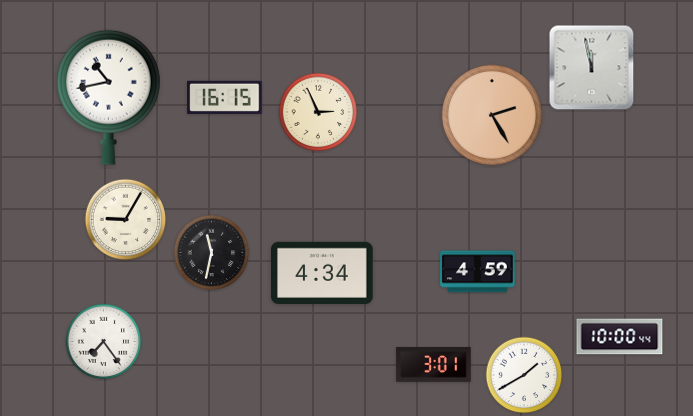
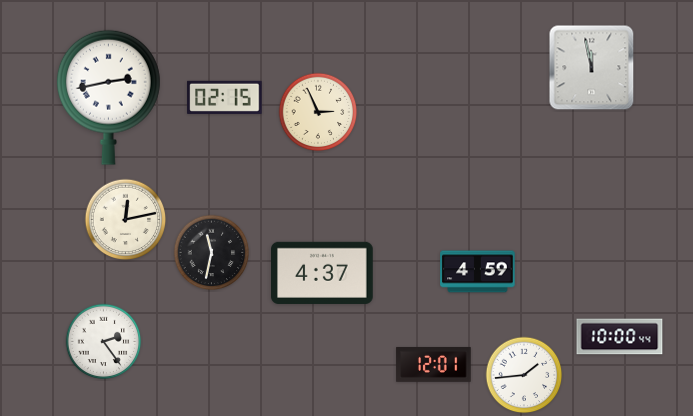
clock at (108, 97): 10:43 -> 2:43
clock at (225, 97): 16:15 -> 02:15
clock at (492, 115): 2:25 -> none
clock at (126, 220): 9:05 -> 12:13
clock at (323, 273): 4:34 -> 4:37
clock at (104, 342): 7:24 -> 2:24
clock at (434, 364): 3:01 -> 12:01
clock at (524, 375): 1:40 -> 1:44
